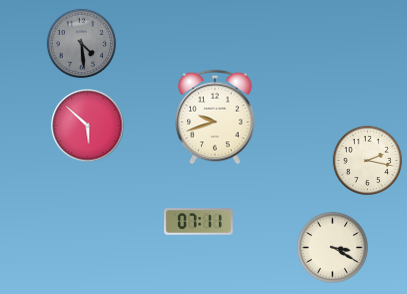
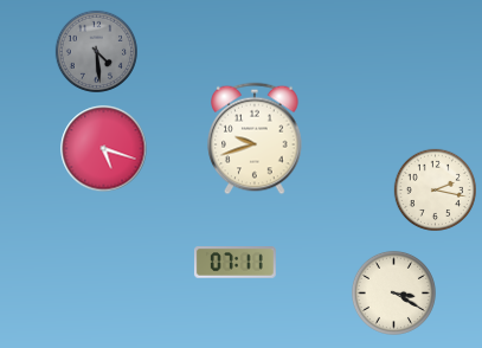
clock at (88, 126): 5:52 -> 5:18
